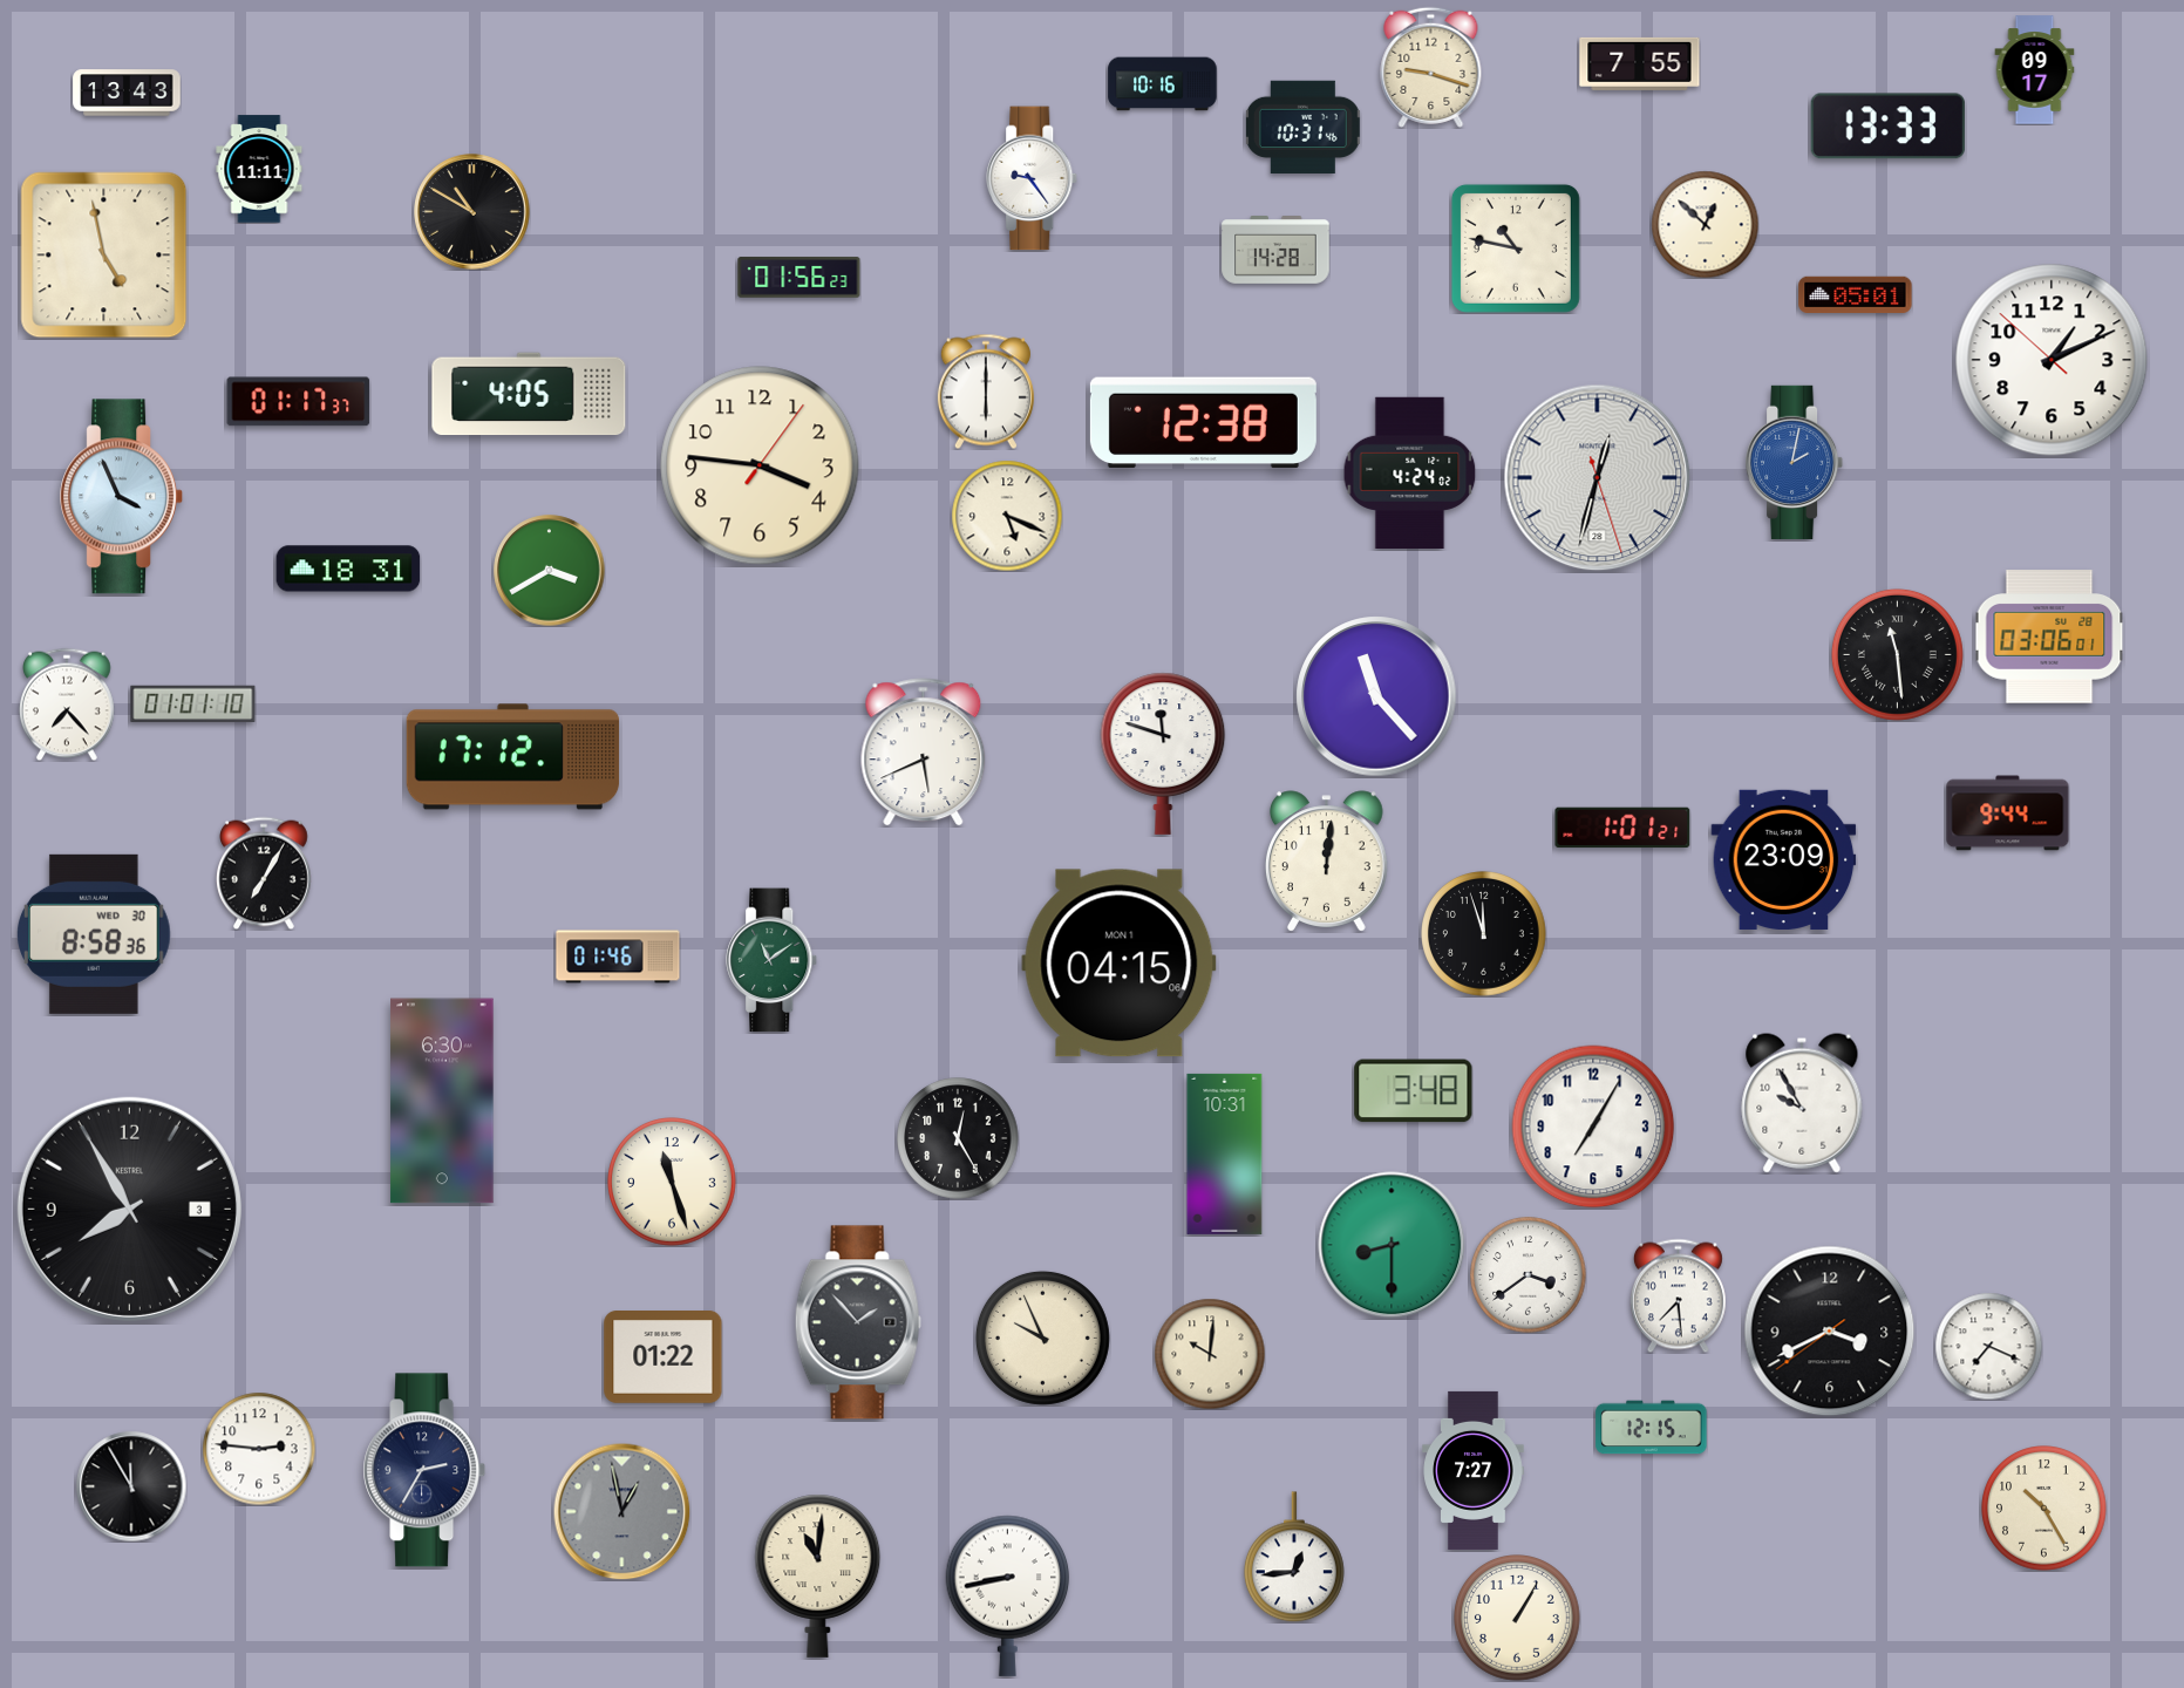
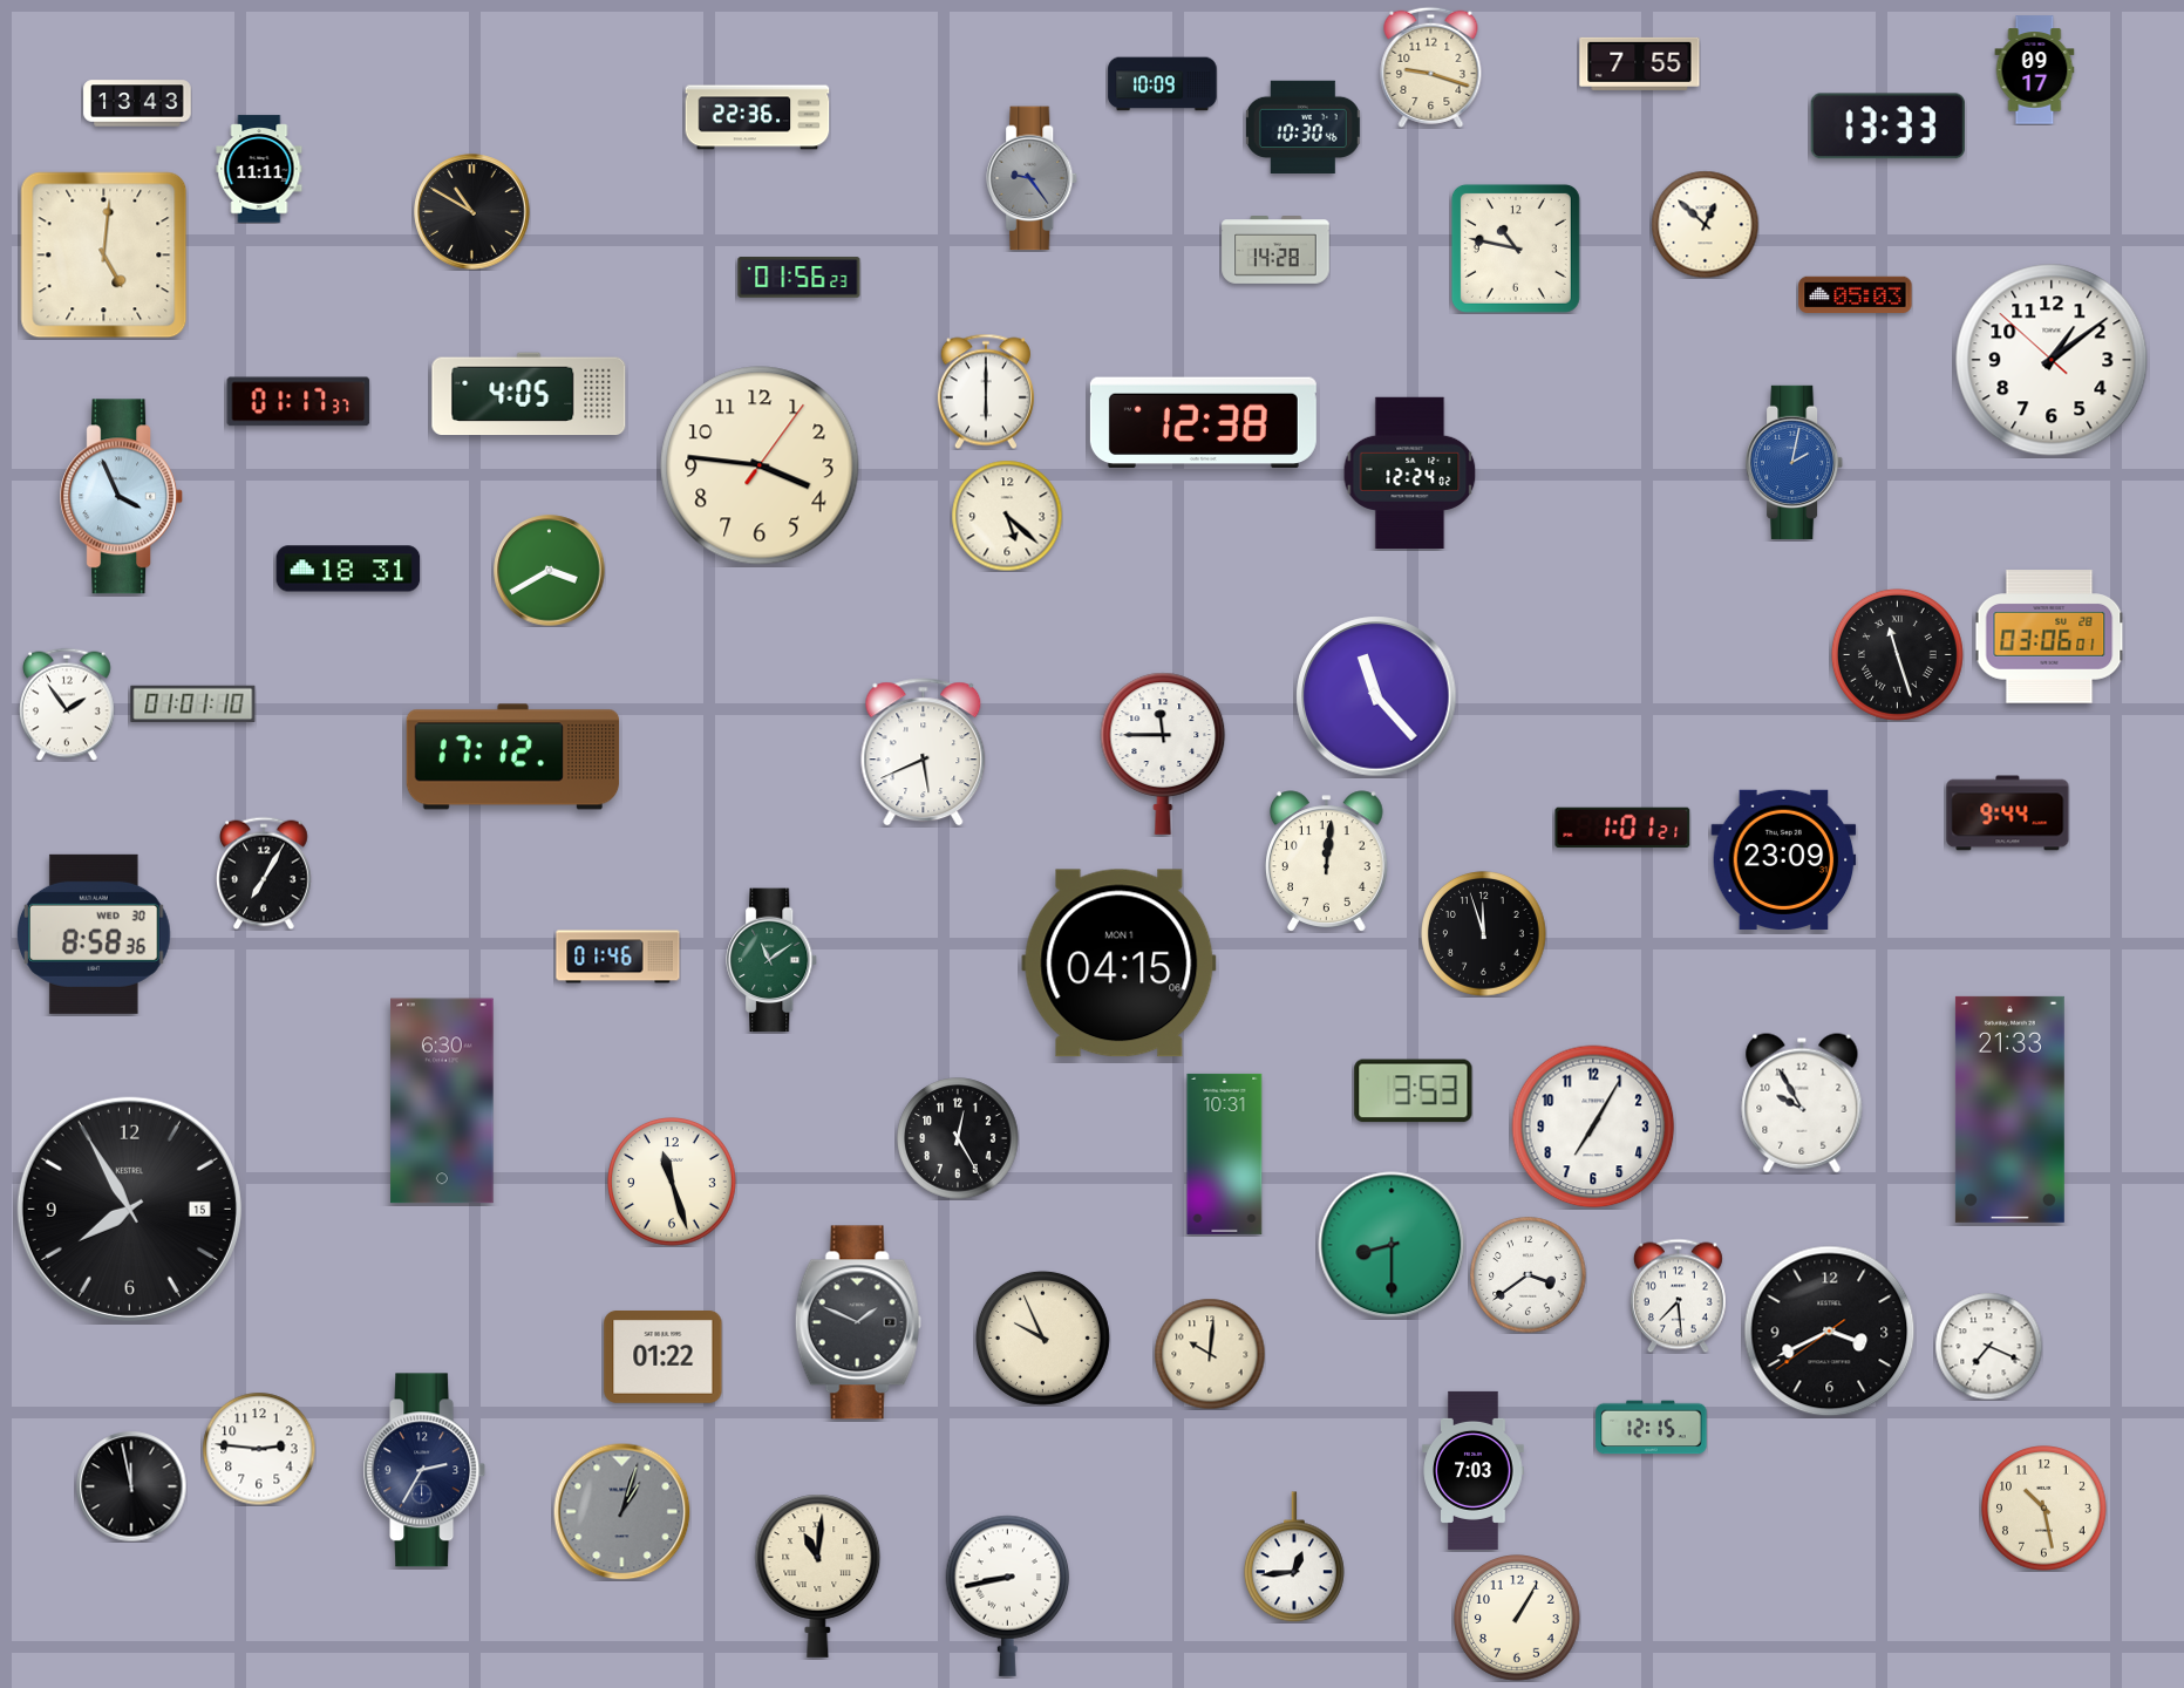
clock at (1163, 84): 10:16 -> 10:09
clock at (127, 93) position: (127, 93) -> (137, 103)
clock at (757, 117): none -> 22:36
clock at (1302, 127): 10:31 -> 10:30
clock at (1033, 178) dial: white -> grey
clock at (104, 256): 4:58 -> 5:01
clock at (1856, 294): 05:01 -> 05:03
clock at (2052, 360): 1:10 -> 1:08
clock at (1410, 472): 4:24 -> 12:24
clock at (1598, 478): 12:32 -> none
clock at (1007, 516): 5:19 -> 5:22
clock at (1897, 654): 11:29 -> 11:27
clock at (68, 705): 7:23 -> 1:54
clock at (1163, 754): 11:48 -> 11:45
clock at (1414, 1091): 3:48 -> 3:53
clock at (2009, 1109): none -> 21:33
clock at (129, 1209) date: 3 -> 15
clock at (858, 1322): 1:53 -> 1:49
clock at (1474, 1470): 7:27 -> 7:03
clock at (131, 1486): 11:55 -> 11:58
clock at (2044, 1509): 10:25 -> 10:28
clock at (621, 1511): 12:58 -> 1:03
